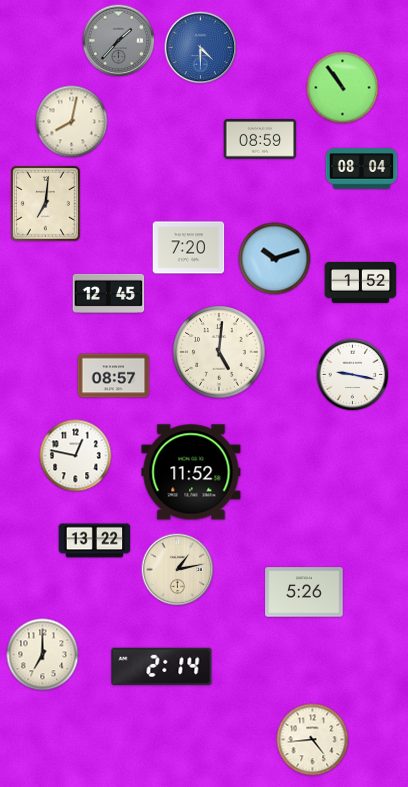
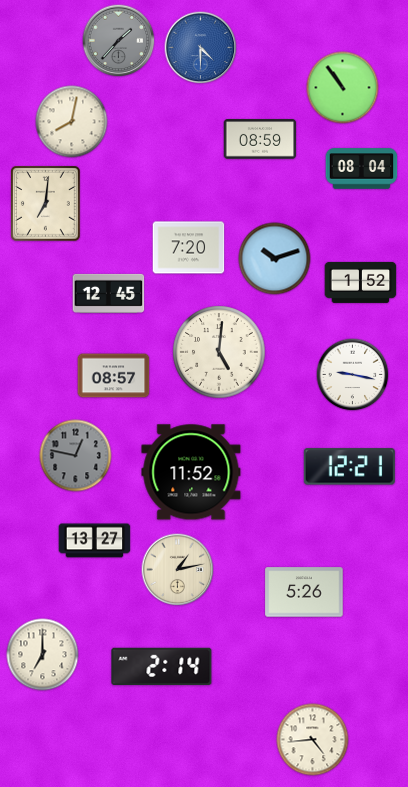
clock at (76, 456) dial: white -> grey
clock at (349, 467): none -> 12:21
clock at (95, 541): 13:22 -> 13:27
